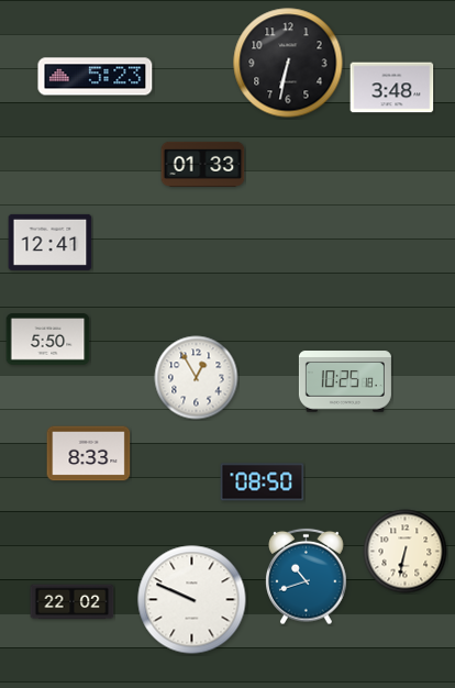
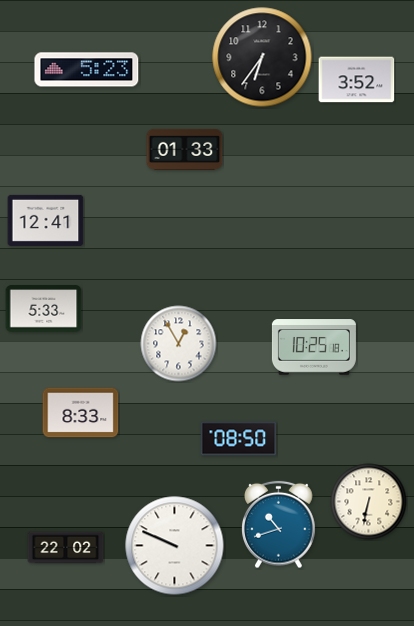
clock at (288, 63): 6:32 -> 6:36
clock at (392, 88): 3:48 -> 3:52
clock at (48, 340): 5:50 -> 5:33
